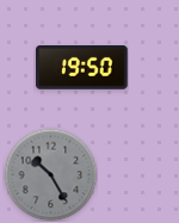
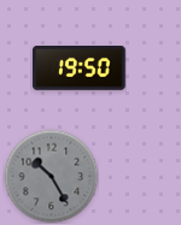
clock at (82, 68) position: (82, 68) -> (80, 69)
